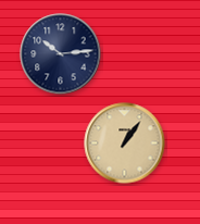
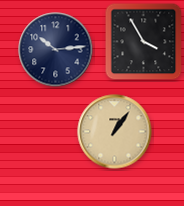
clock at (144, 42): none -> 3:55
